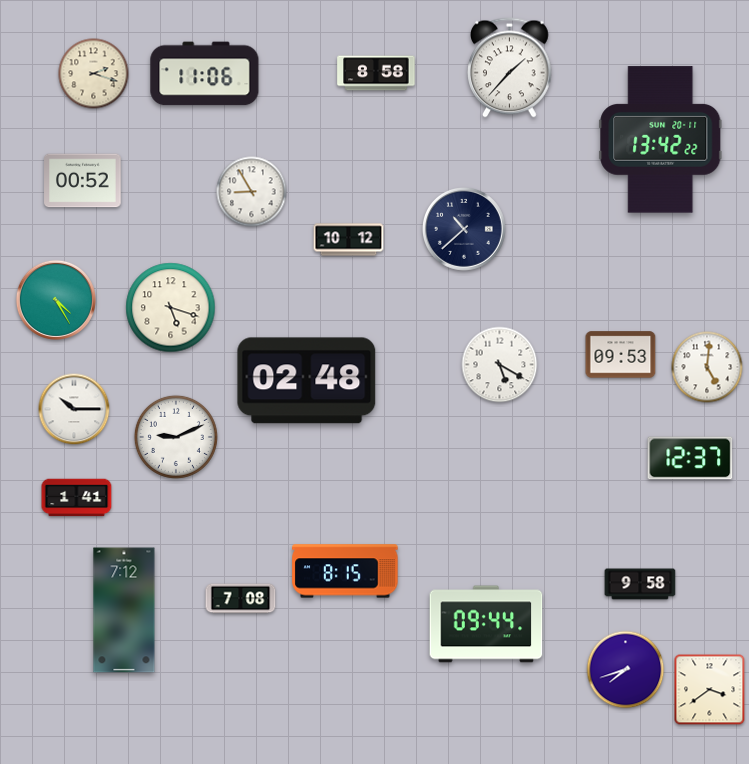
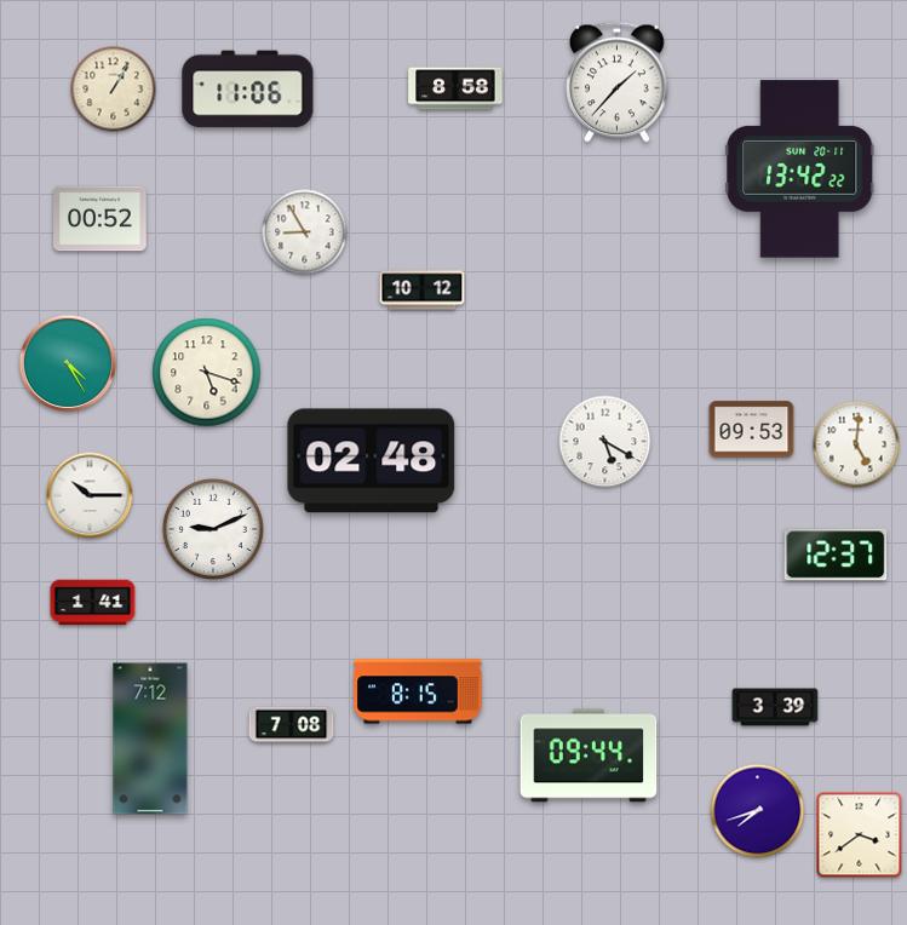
clock at (94, 74): 2:18 -> 1:05
clock at (464, 229): 10:38 -> none
clock at (640, 584): 9:58 -> 3:39
